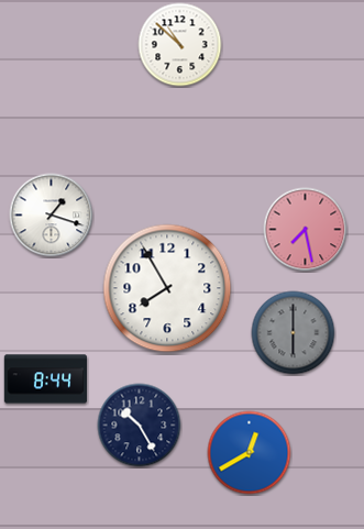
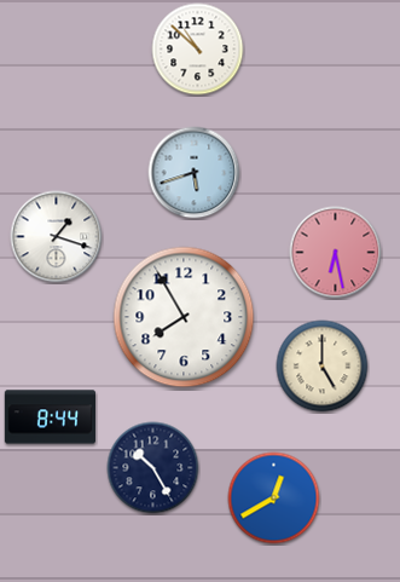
clock at (195, 173): none -> 5:42
clock at (306, 230): 7:28 -> 6:28
clock at (294, 333): 6:00 -> 5:00
clock at (294, 333) dial: grey -> cream
